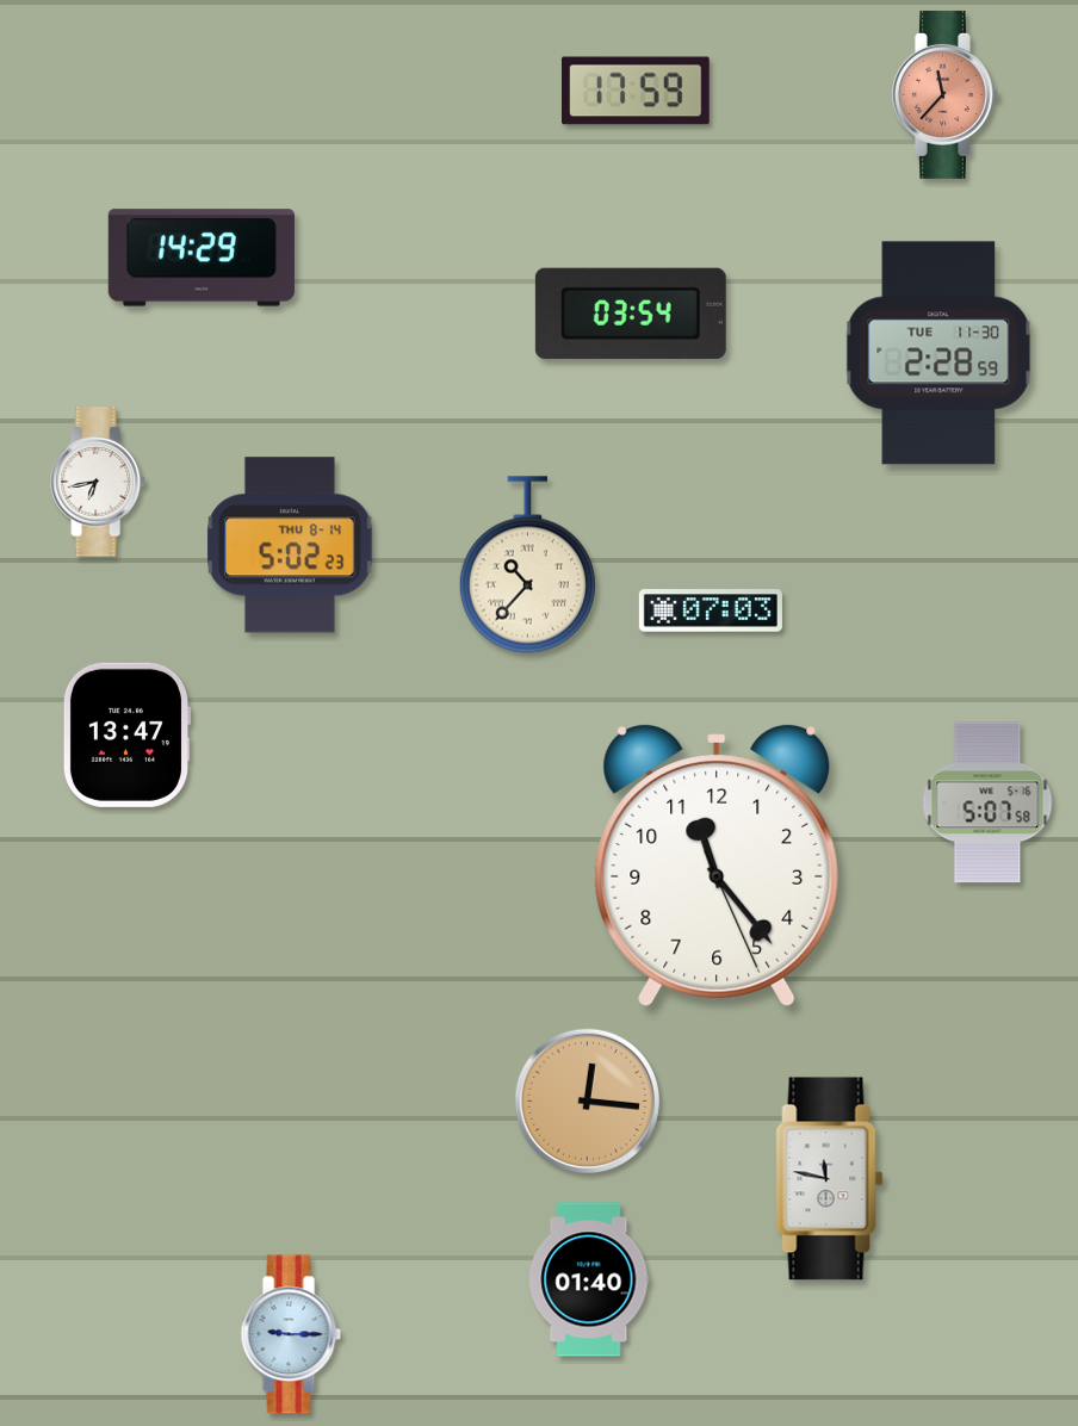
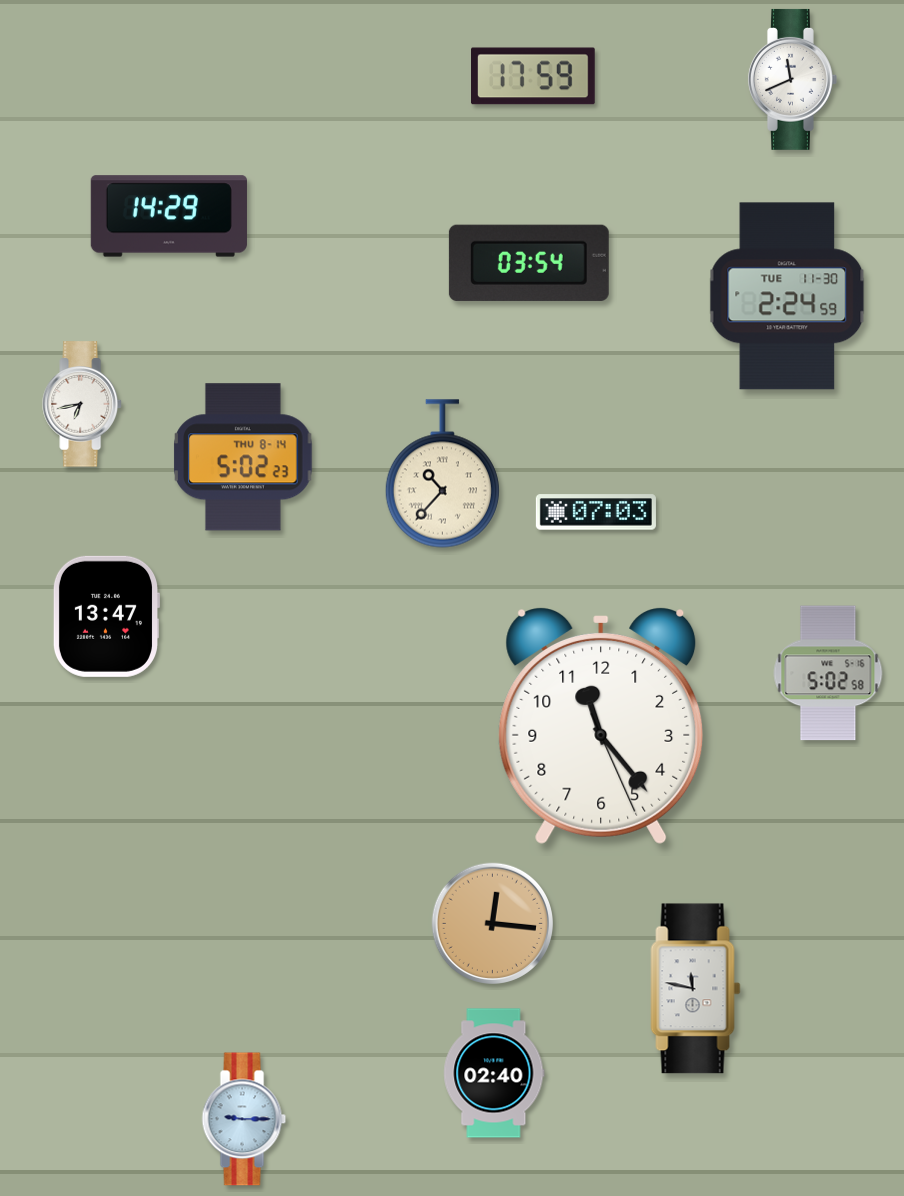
clock at (944, 94): 11:37 -> 11:41
clock at (944, 94) dial: salmon -> white
clock at (938, 353): 2:28 -> 2:24
clock at (987, 802): 5:07 -> 5:02
clock at (589, 1279): 01:40 -> 02:40
